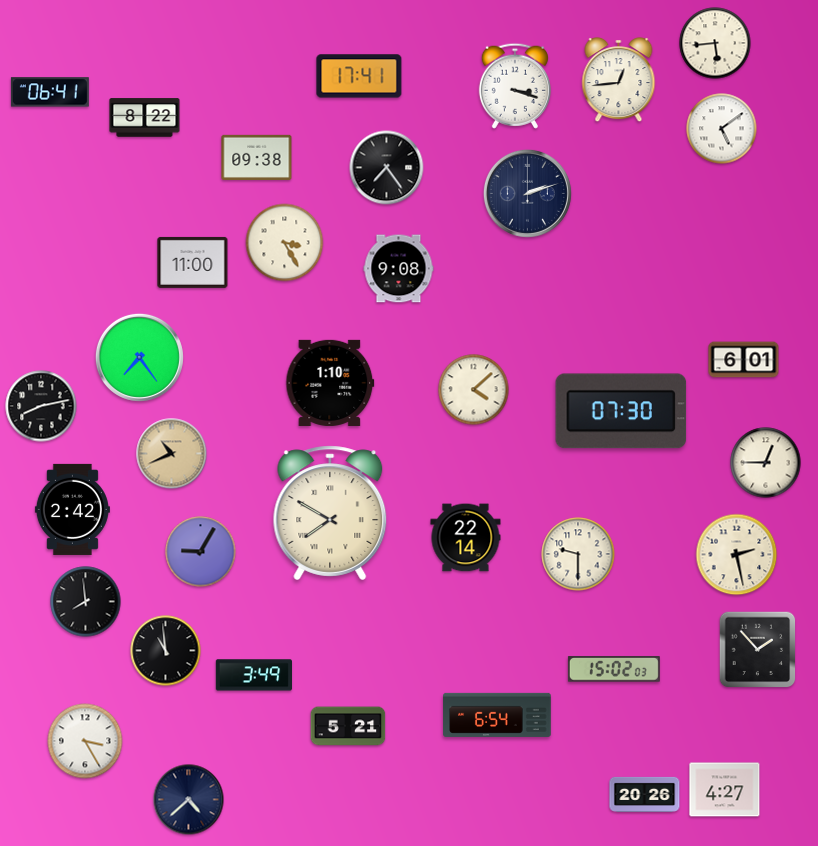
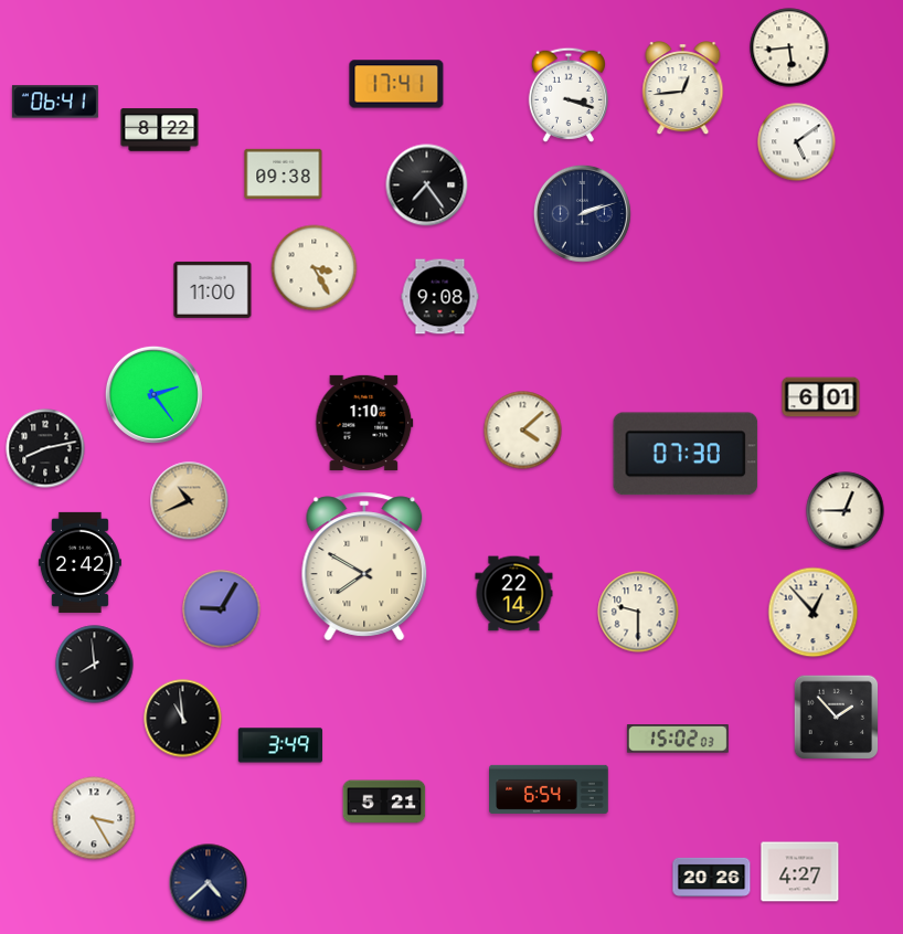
clock at (139, 357): 7:24 -> 2:24
clock at (737, 555): 2:28 -> 12:53
